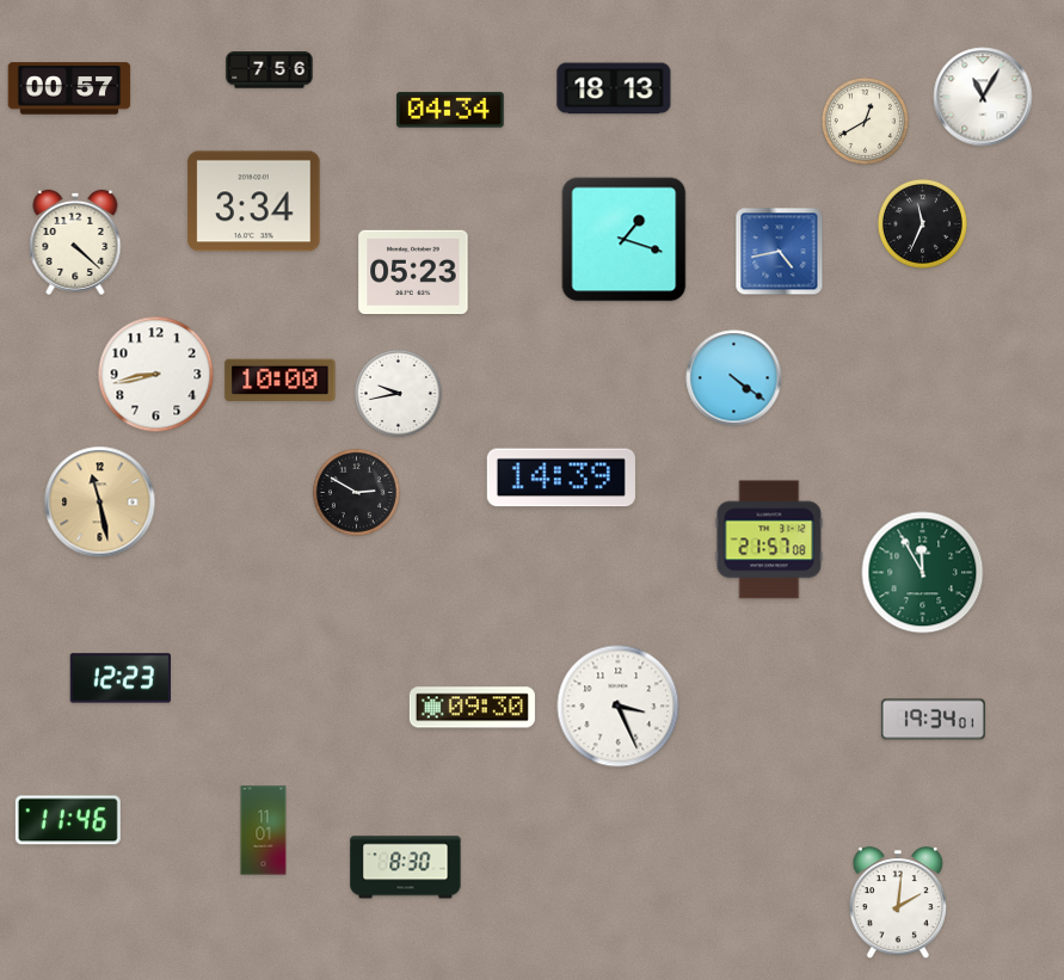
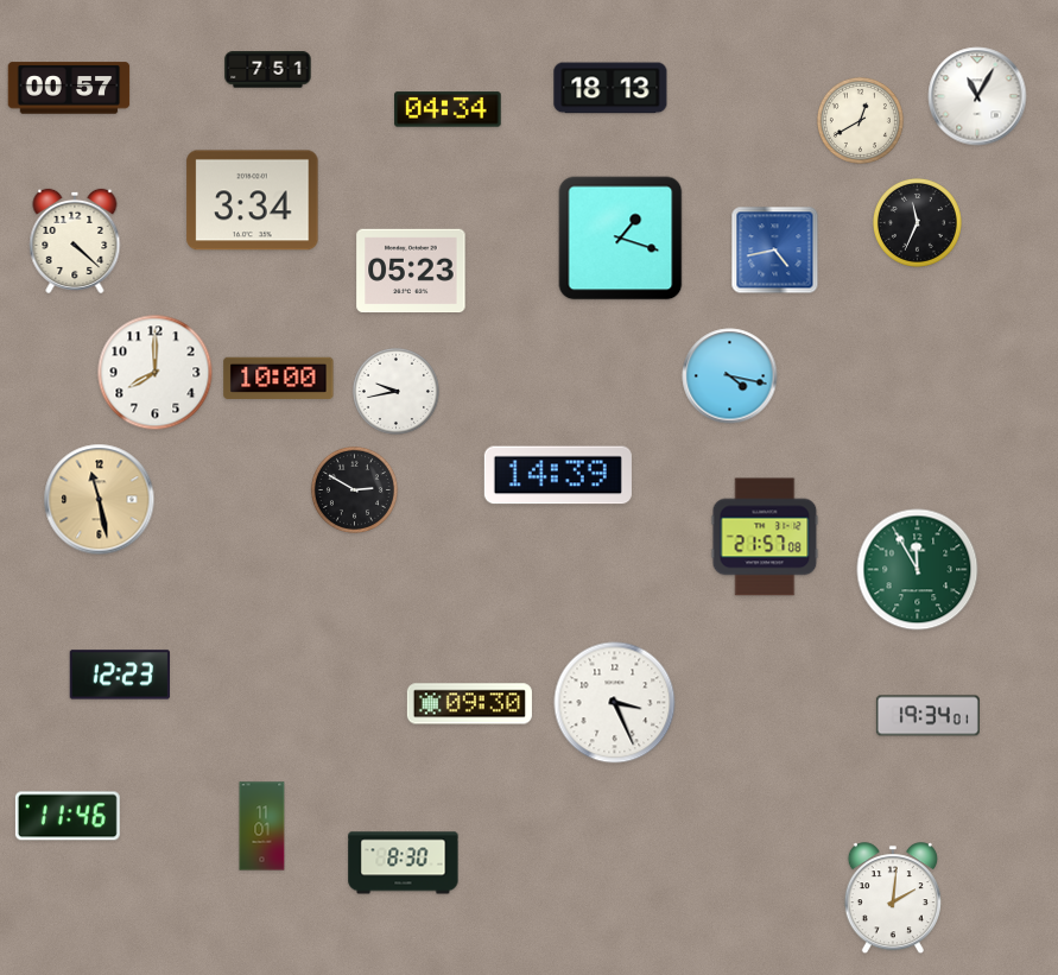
clock at (270, 70): 7:56 -> 7:51
clock at (156, 375): 8:43 -> 8:00
clock at (734, 378): 4:21 -> 4:17
